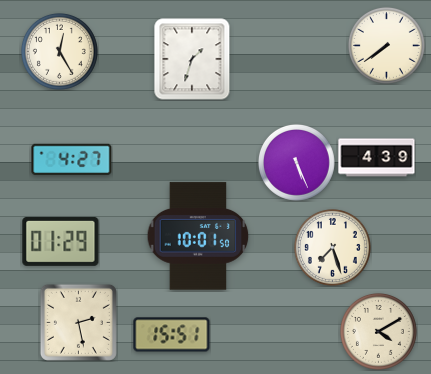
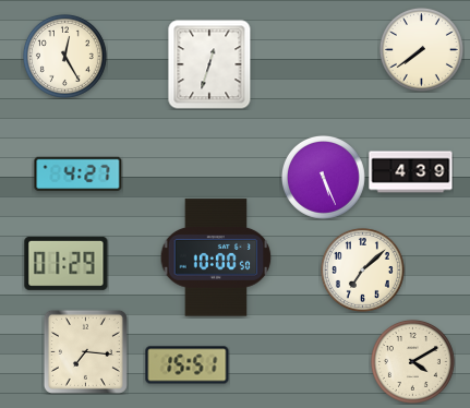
clock at (192, 59): 1:33 -> 12:33
clock at (198, 236): 10:01 -> 10:00
clock at (332, 247): 7:27 -> 7:08
clock at (78, 322): 2:28 -> 7:16
